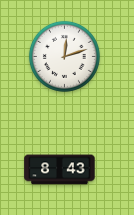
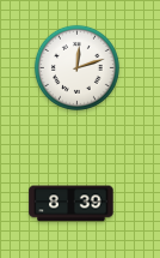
clock at (60, 170): 8:43 -> 8:39
